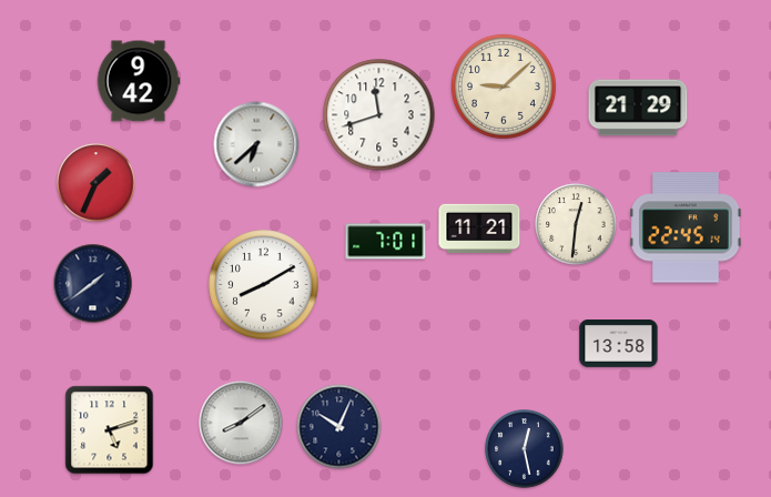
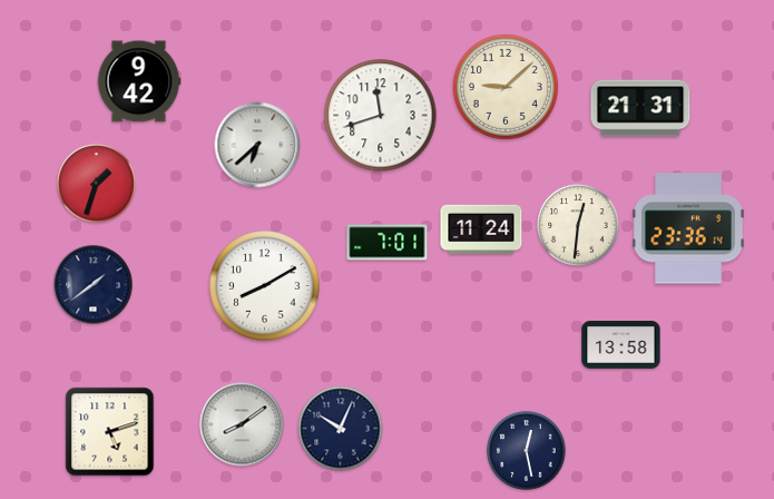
clock at (638, 108): 21:29 -> 21:31
clock at (97, 183): 1:34 -> 1:33
clock at (479, 227): 11:21 -> 11:24
clock at (686, 227): 22:45 -> 23:36
